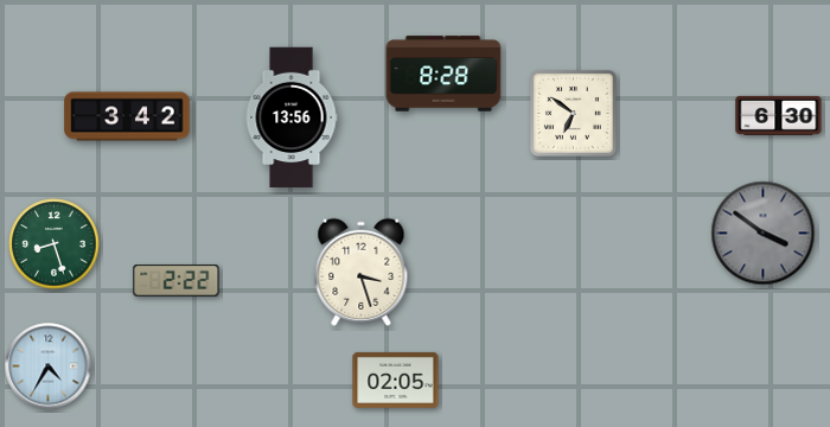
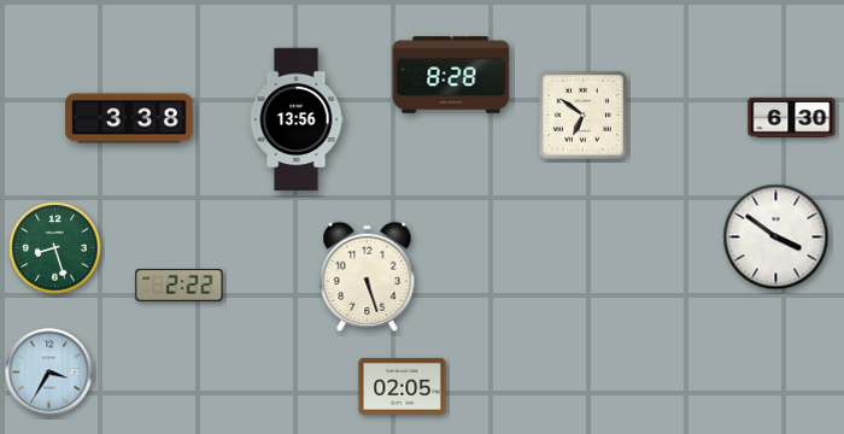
clock at (127, 116): 3:42 -> 3:38
clock at (764, 234) dial: grey -> white
clock at (362, 272): 3:27 -> 5:27
clock at (49, 367): 4:35 -> 3:35
